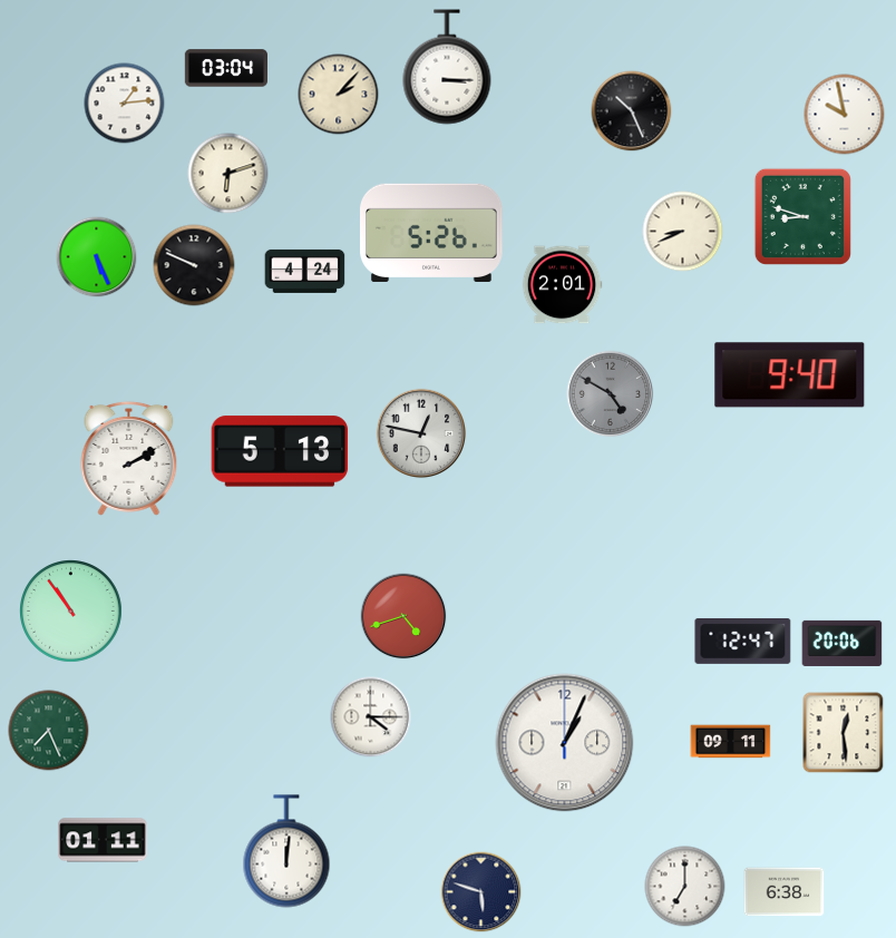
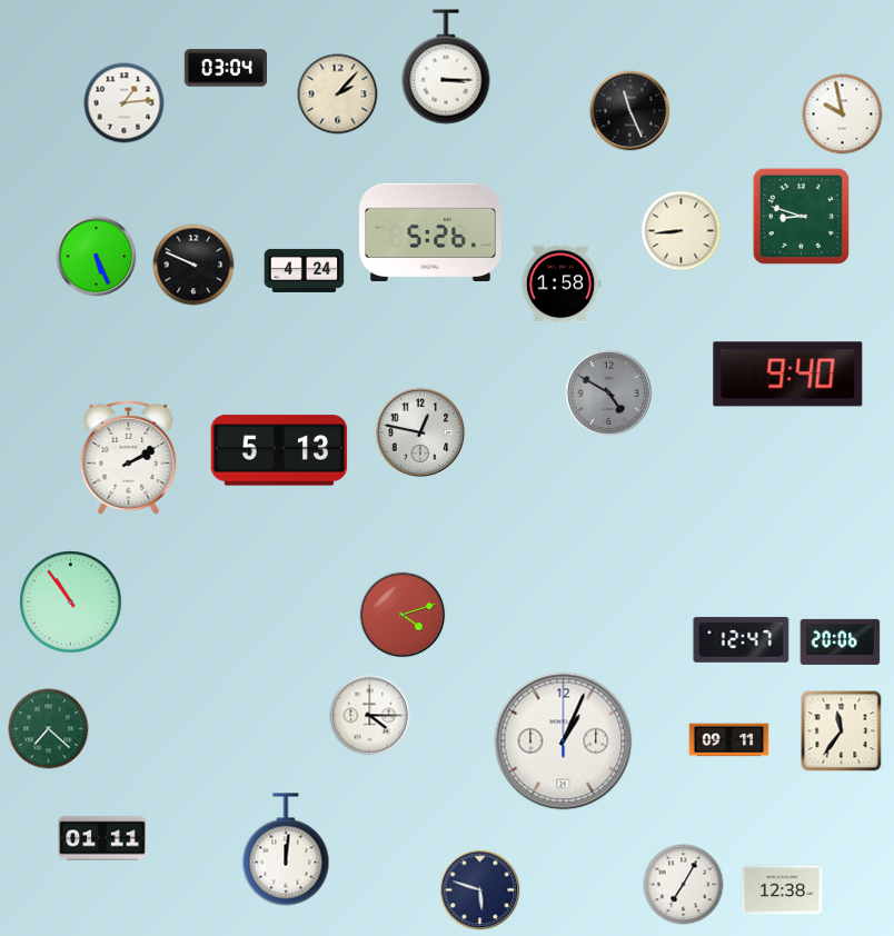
clock at (632, 111): 10:26 -> 11:26
clock at (228, 174): 6:12 -> none
clock at (683, 232): 8:41 -> 8:44
clock at (562, 285): 2:01 -> 1:58
clock at (71, 612) position: (71, 612) -> (71, 603)
clock at (403, 616): 4:42 -> 4:12
clock at (49, 731): 7:26 -> 7:22
clock at (844, 733): 12:29 -> 11:36
clock at (685, 887): 7:00 -> 7:05
clock at (785, 892): 6:38 -> 12:38
